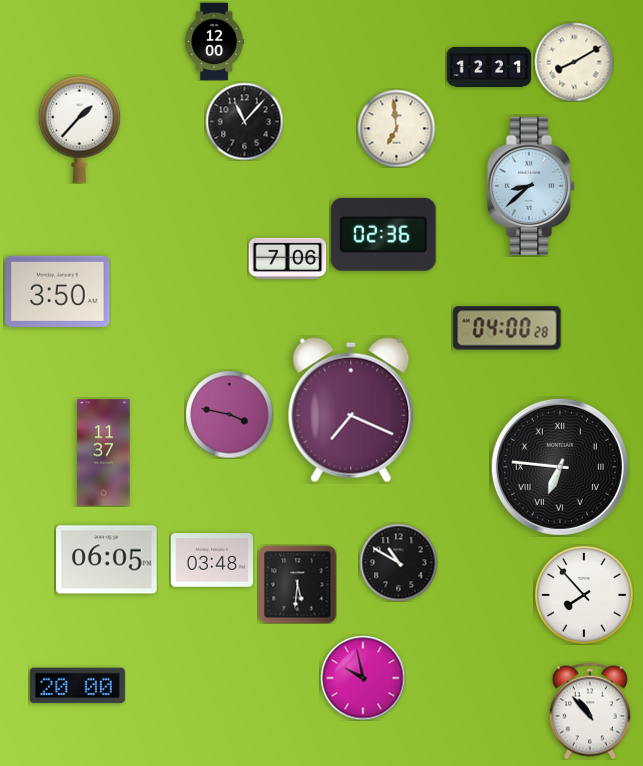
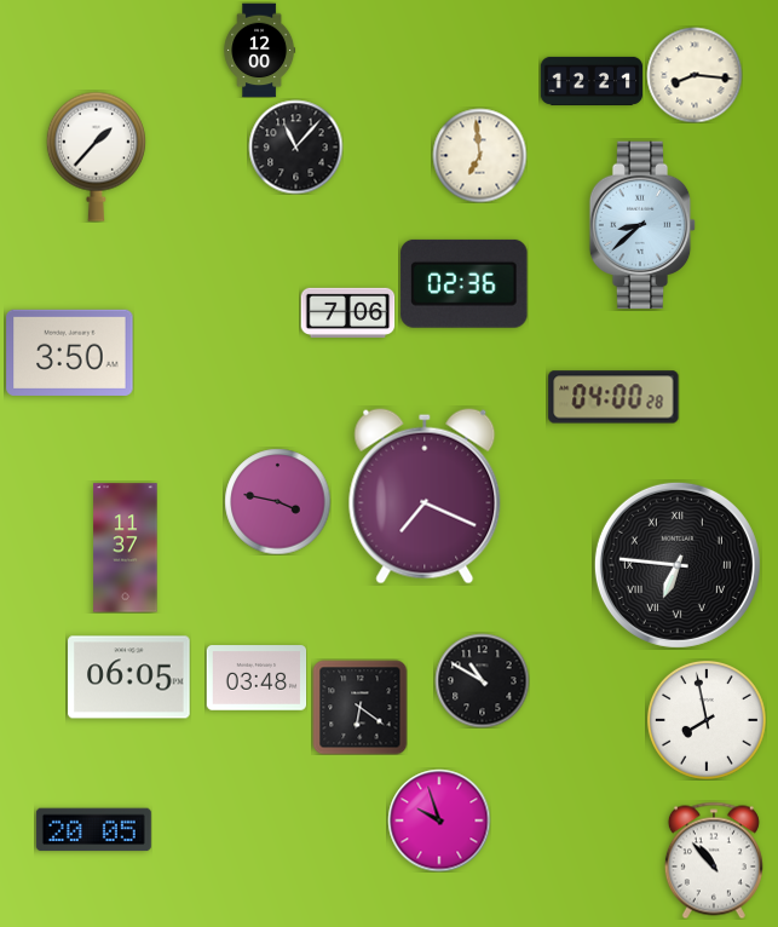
clock at (574, 62): 8:10 -> 8:16
clock at (297, 584): 5:31 -> 6:21
clock at (584, 595): 7:53 -> 7:58
clock at (363, 678): 9:58 -> 9:57
clock at (77, 686): 20:00 -> 20:05
